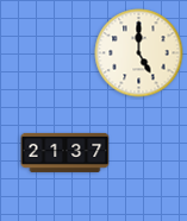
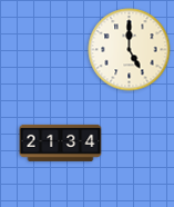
clock at (66, 152): 21:37 -> 21:34
